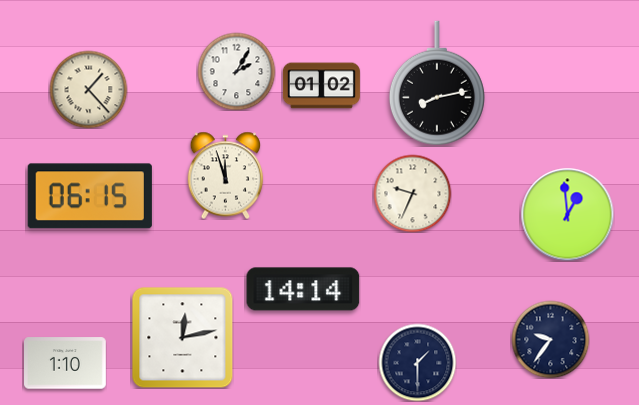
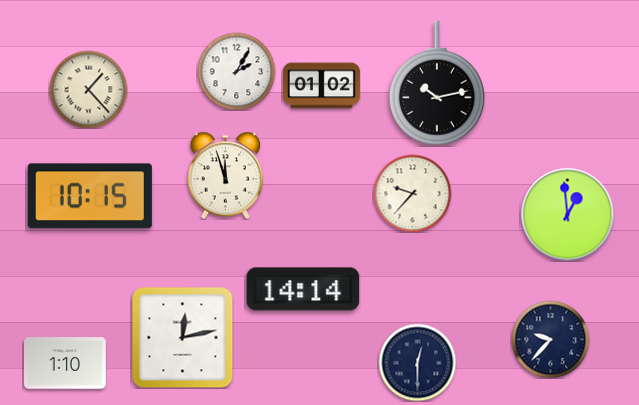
clock at (437, 83): 8:13 -> 10:13
clock at (412, 193): 9:34 -> 9:37
clock at (90, 196): 06:15 -> 10:15
clock at (550, 339): 9:36 -> 9:37
clock at (417, 362): 1:30 -> 12:30
